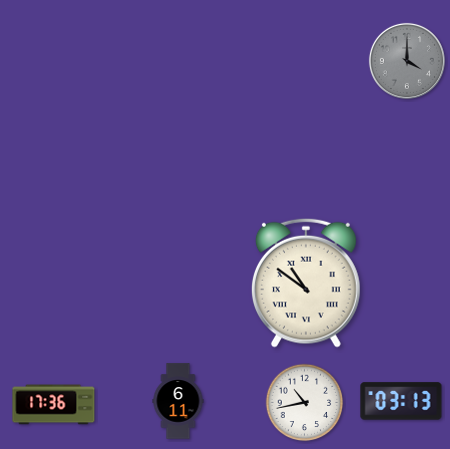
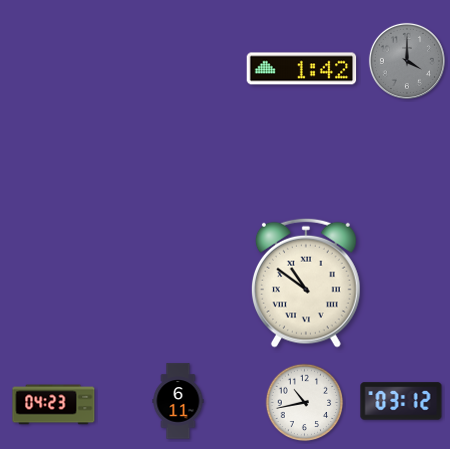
clock at (302, 69): none -> 1:42
clock at (401, 401): 03:13 -> 03:12
clock at (54, 405): 17:36 -> 04:23
